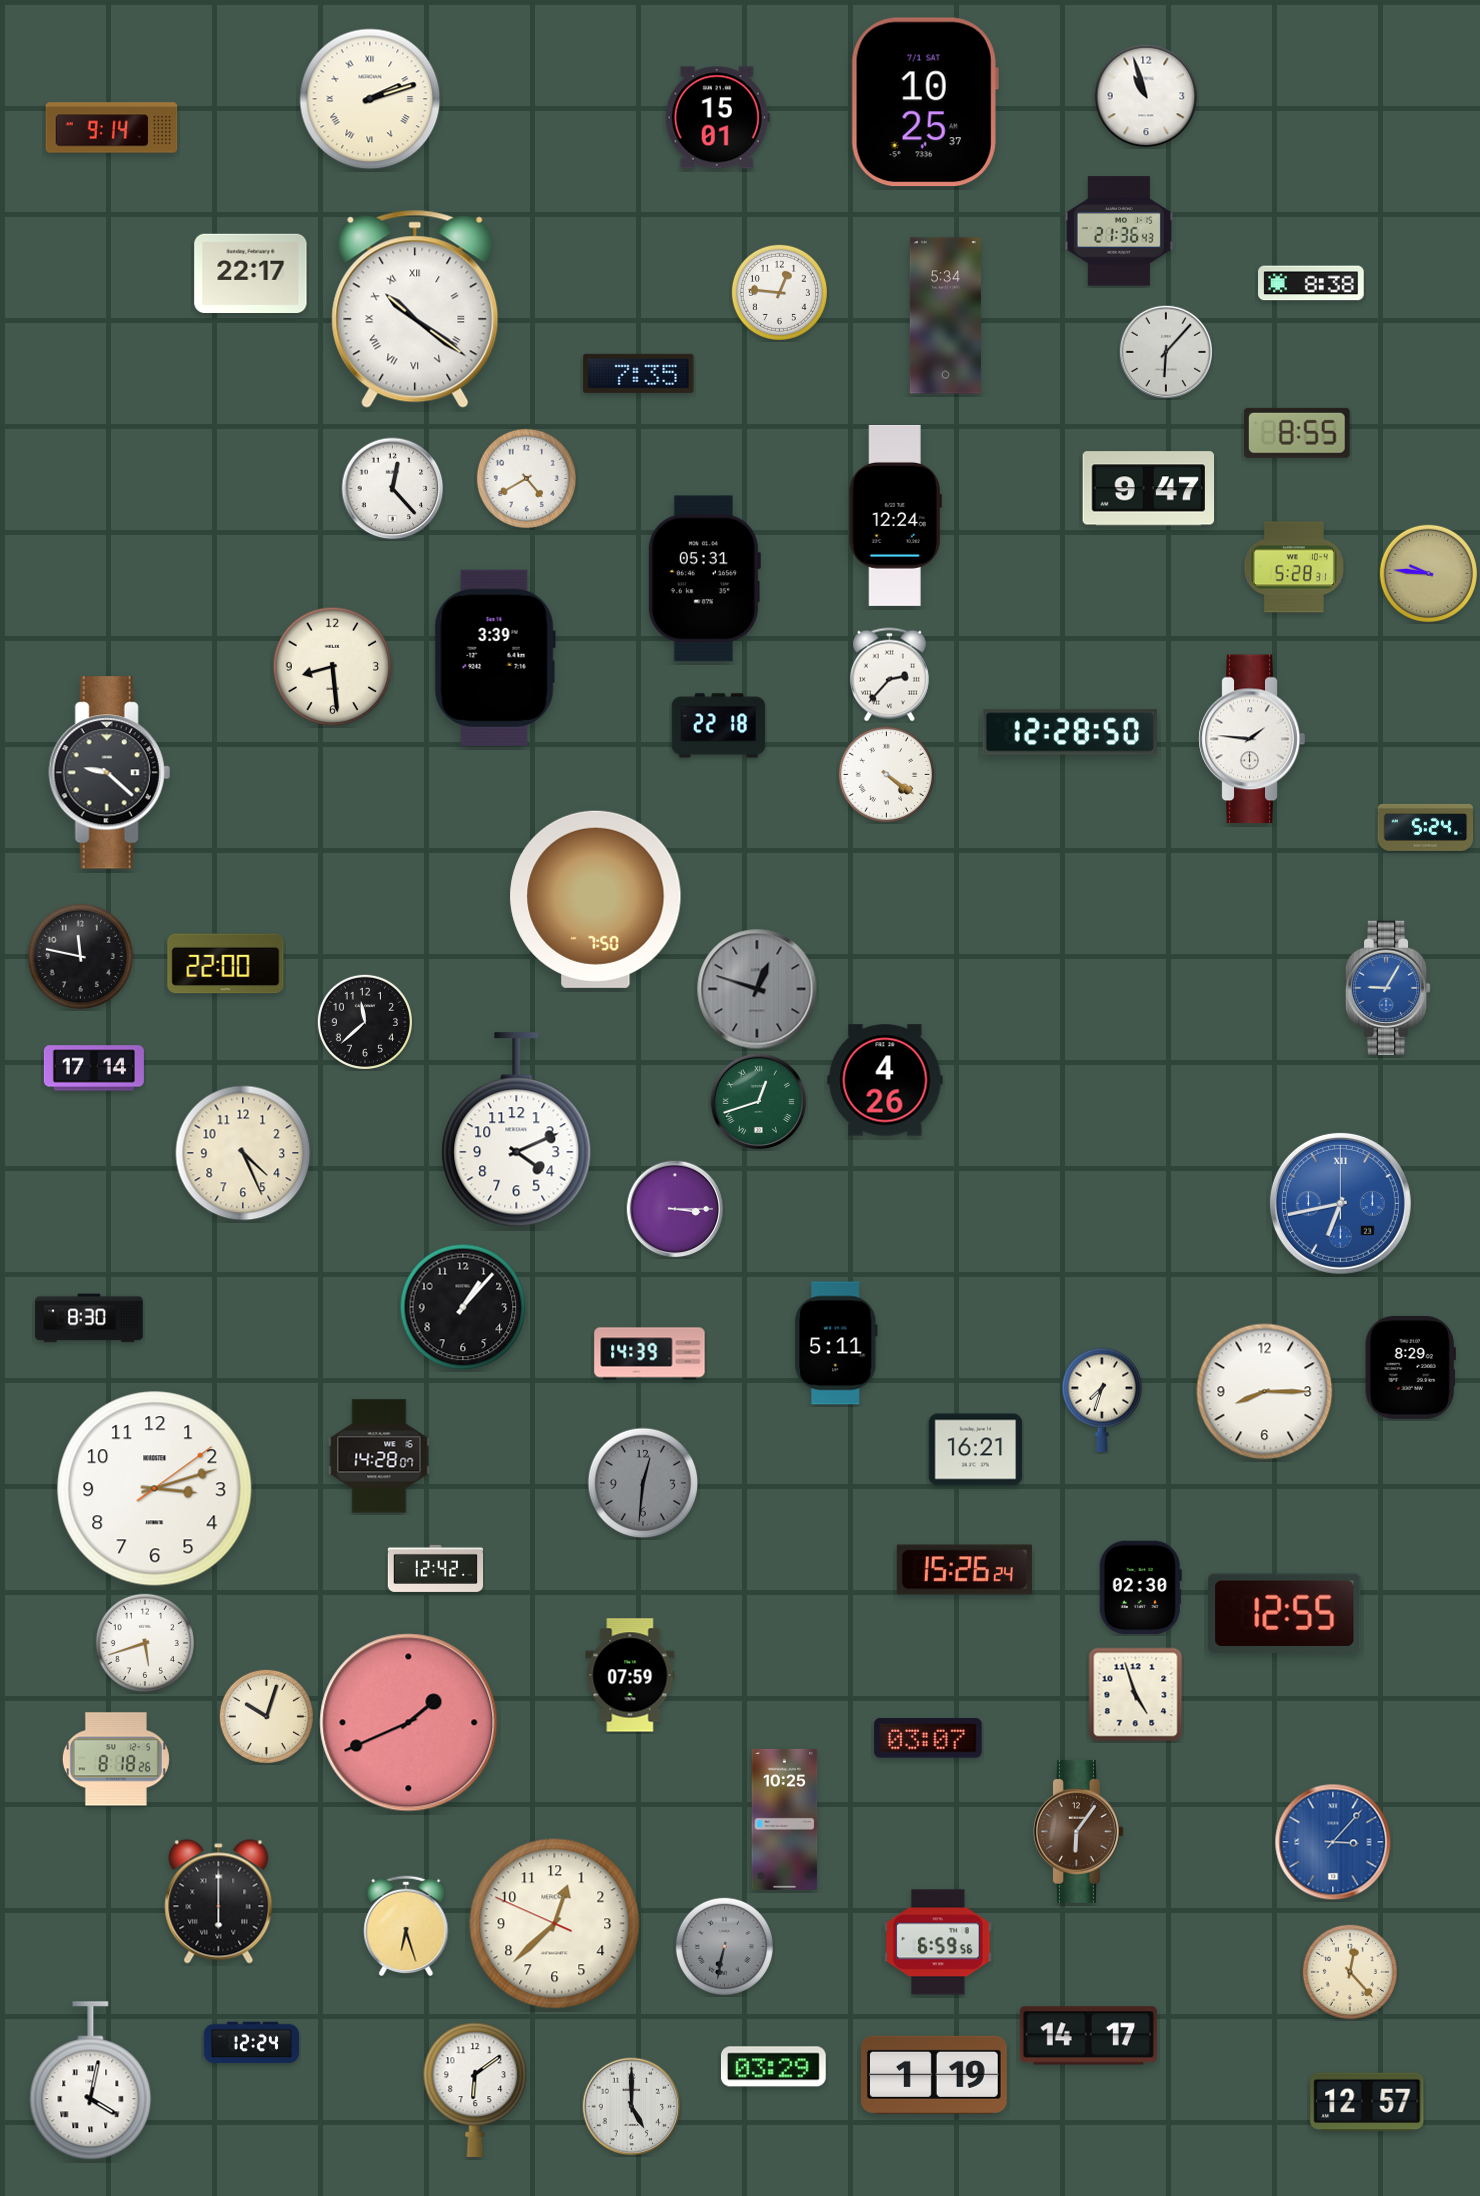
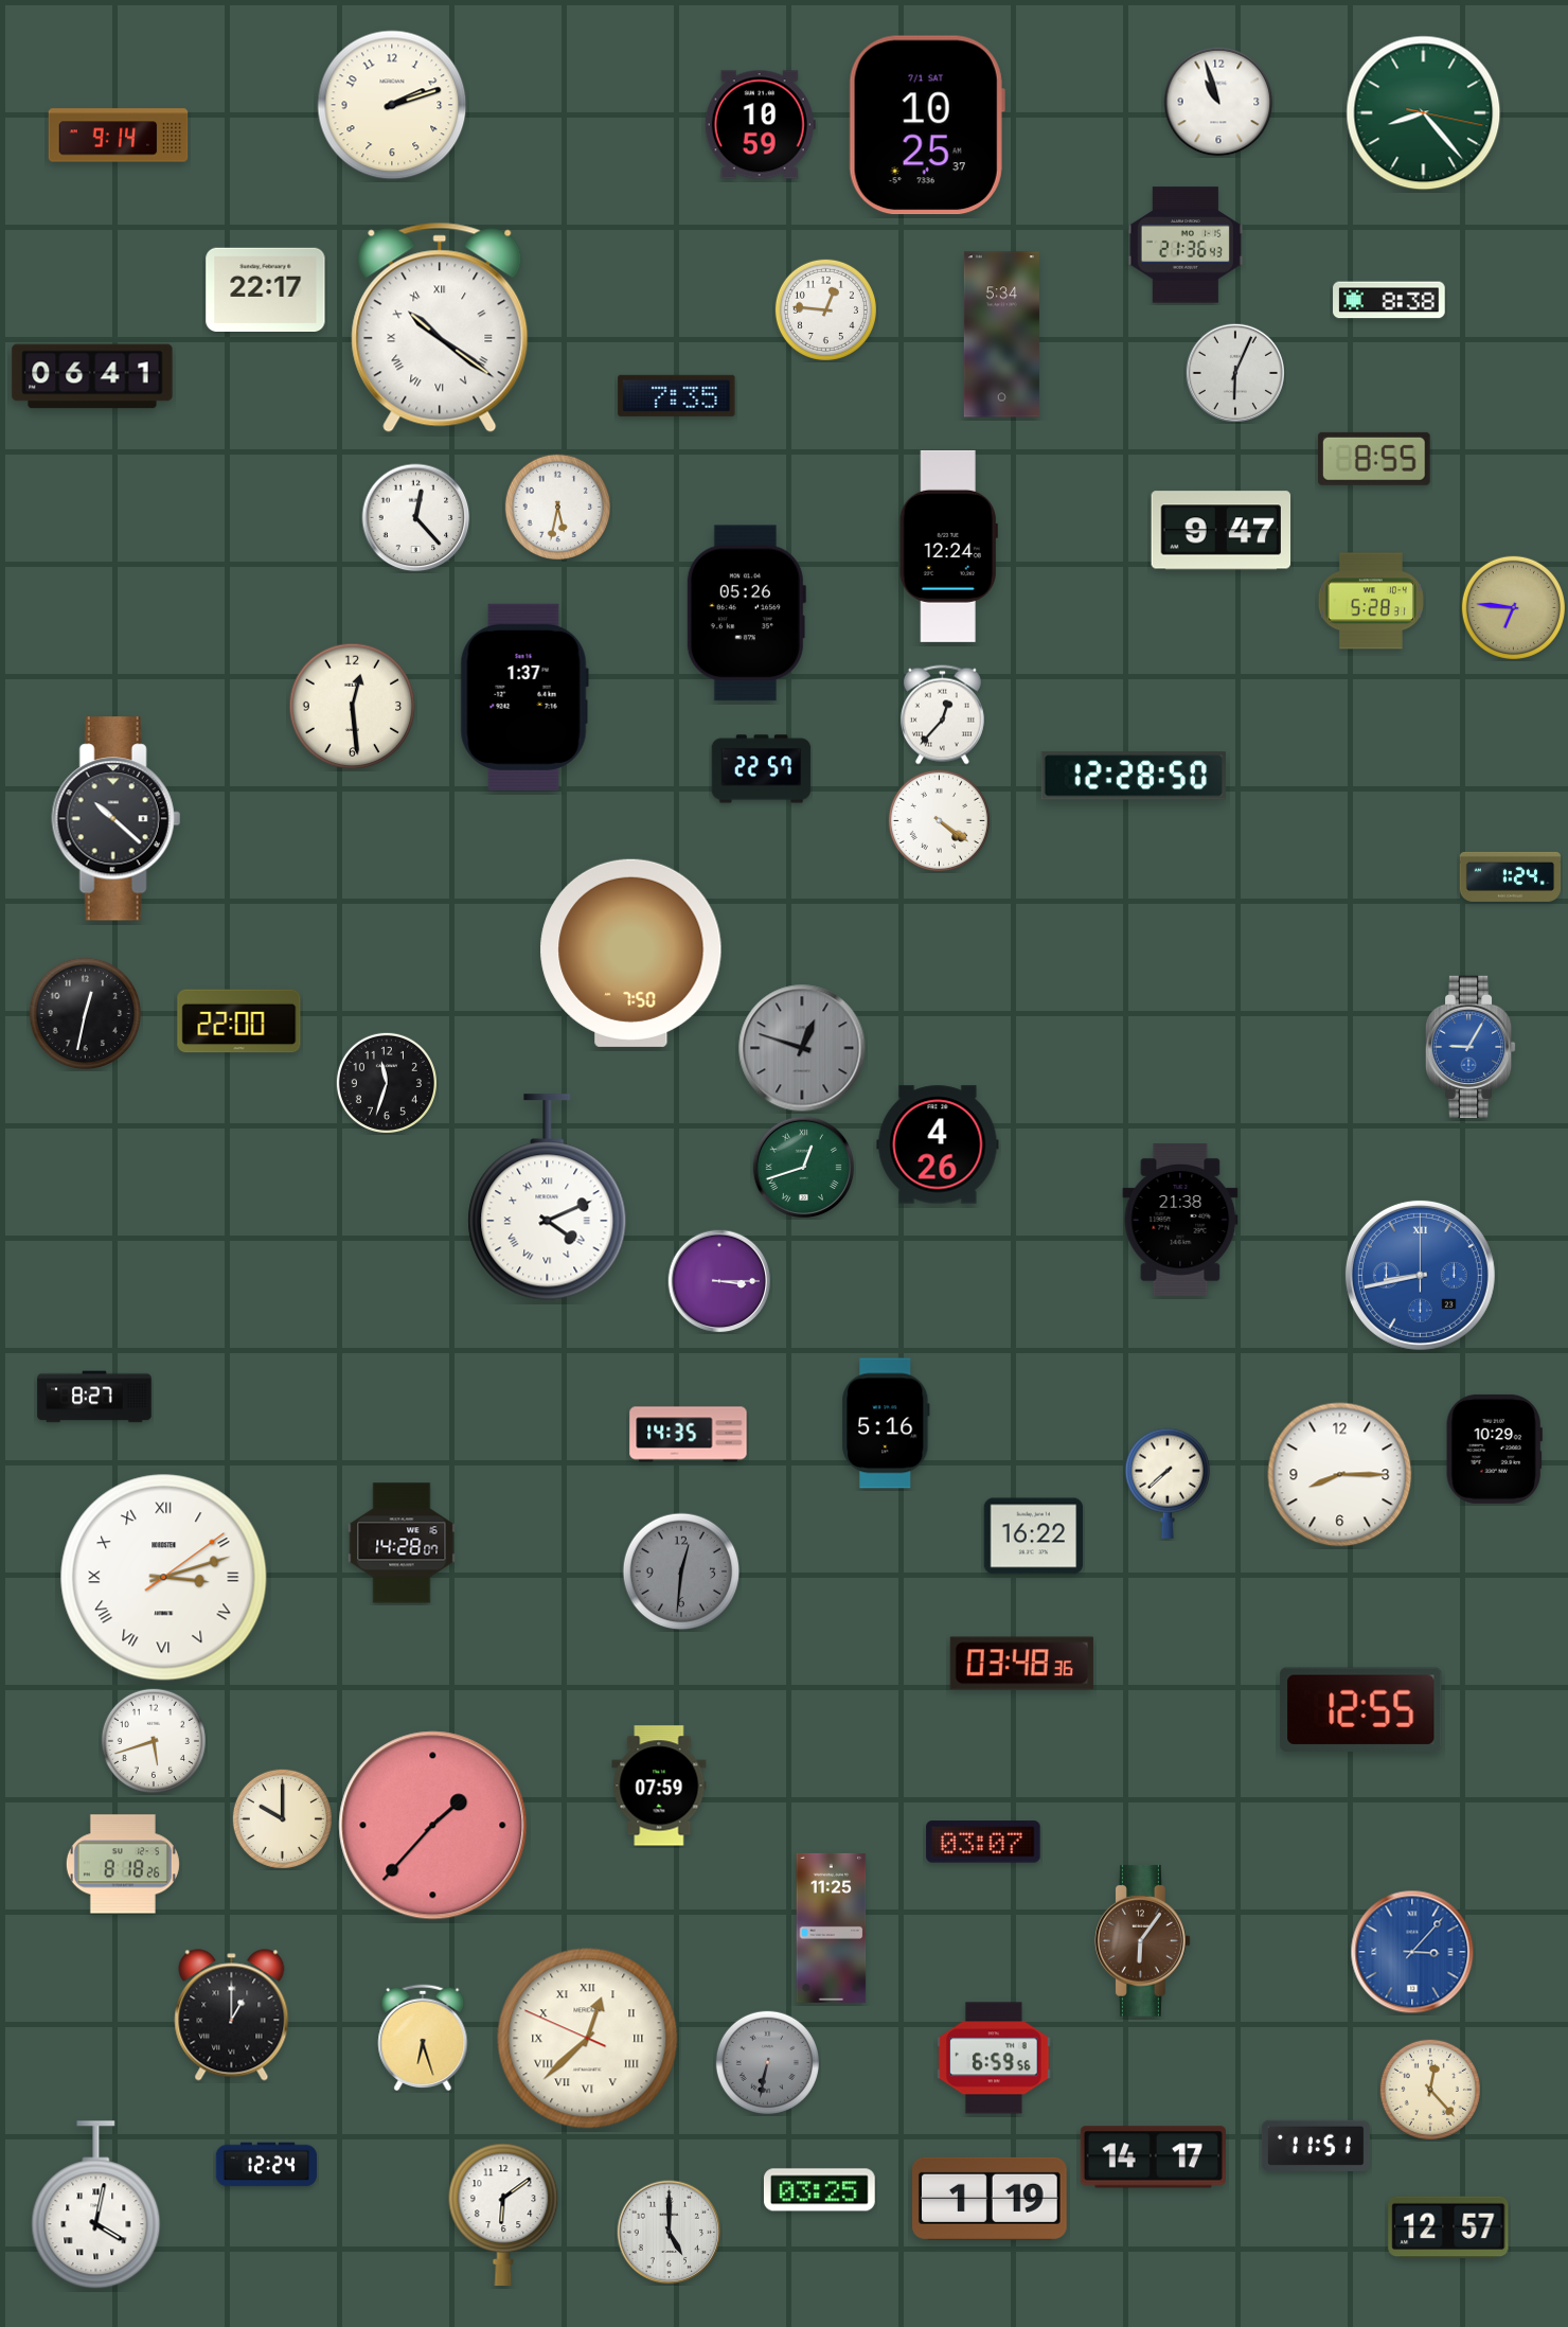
clock at (1146, 96) position: (1146, 96) -> (1218, 102)
clock at (370, 99) numerals: Roman -> Arabic
clock at (925, 102) position: (925, 102) -> (927, 125)
clock at (1424, 113): none -> 8:23
clock at (717, 118): 15:01 -> 10:59
clock at (1165, 351): 6:07 -> 6:04
clock at (92, 376): none -> 06:41
clock at (526, 478): 4:40 -> 5:32
clock at (1149, 489) position: (1149, 489) -> (1222, 531)
clock at (1428, 573): 9:46 -> 6:46
clock at (704, 579): 05:31 -> 05:26
clock at (495, 658): 3:39 -> 1:37
clock at (333, 667): 8:29 -> 12:29
clock at (889, 675): 2:37 -> 12:37
clock at (719, 726): 22:18 -> 22:57
clock at (1252, 739): 1:46 -> none
clock at (109, 773): 9:22 -> 10:22
clock at (1426, 827): 5:24 -> 1:24
clock at (81, 957): 11:47 -> 12:32
clock at (365, 1022): 11:38 -> 11:33
clock at (94, 1068): 17:14 -> none
clock at (517, 1130) numerals: Arabic -> Roman
clock at (1180, 1220): none -> 21:38
clock at (243, 1153): 4:26 -> none
clock at (1340, 1203): 6:43 -> 8:43
clock at (675, 1209) position: (675, 1209) -> (719, 1281)
clock at (463, 1307): 1:07 -> none
clock at (89, 1318): 8:30 -> 8:27
clock at (836, 1343): 5:11 -> 5:16
clock at (650, 1354): 14:39 -> 14:35
clock at (1410, 1367): 8:29 -> 10:29
clock at (1101, 1400): 7:33 -> 7:38
clock at (976, 1450): 16:21 -> 16:22
clock at (155, 1489) numerals: Arabic -> Roman
clock at (436, 1568): 12:42 -> none
clock at (964, 1570): 15:26 -> 03:48
clock at (1140, 1588): 02:30 -> none
clock at (630, 1675) position: (630, 1675) -> (659, 1786)
clock at (1136, 1695): 4:57 -> none
clock at (266, 1716): 10:03 -> 10:00
clock at (409, 1723): 1:41 -> 1:37
clock at (785, 1819): 10:25 -> 11:25
clock at (219, 1902): 6:00 -> 1:00
clock at (555, 1924) numerals: Arabic -> Roman
clock at (406, 1926) position: (406, 1926) -> (423, 2038)
clock at (1316, 2145): none -> 11:51
clock at (773, 2067): 03:29 -> 03:25
